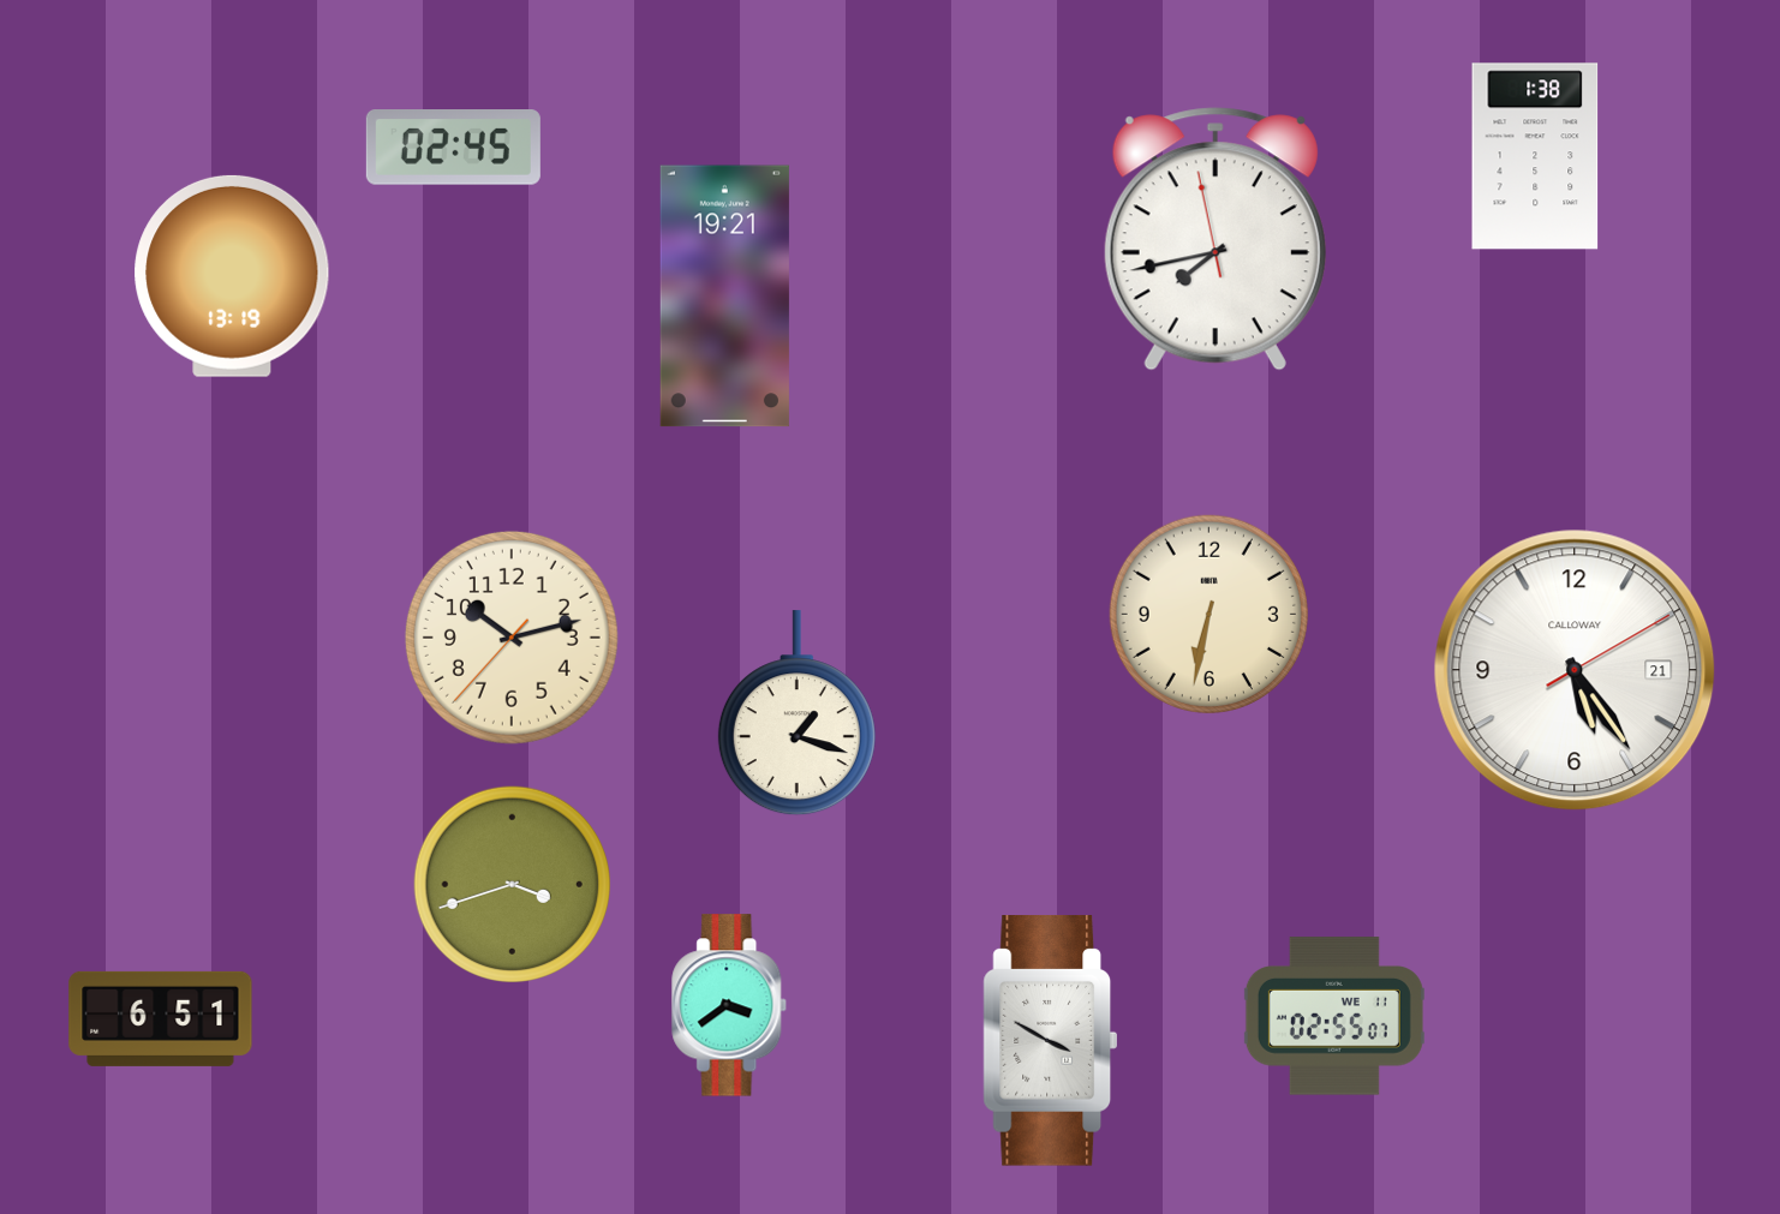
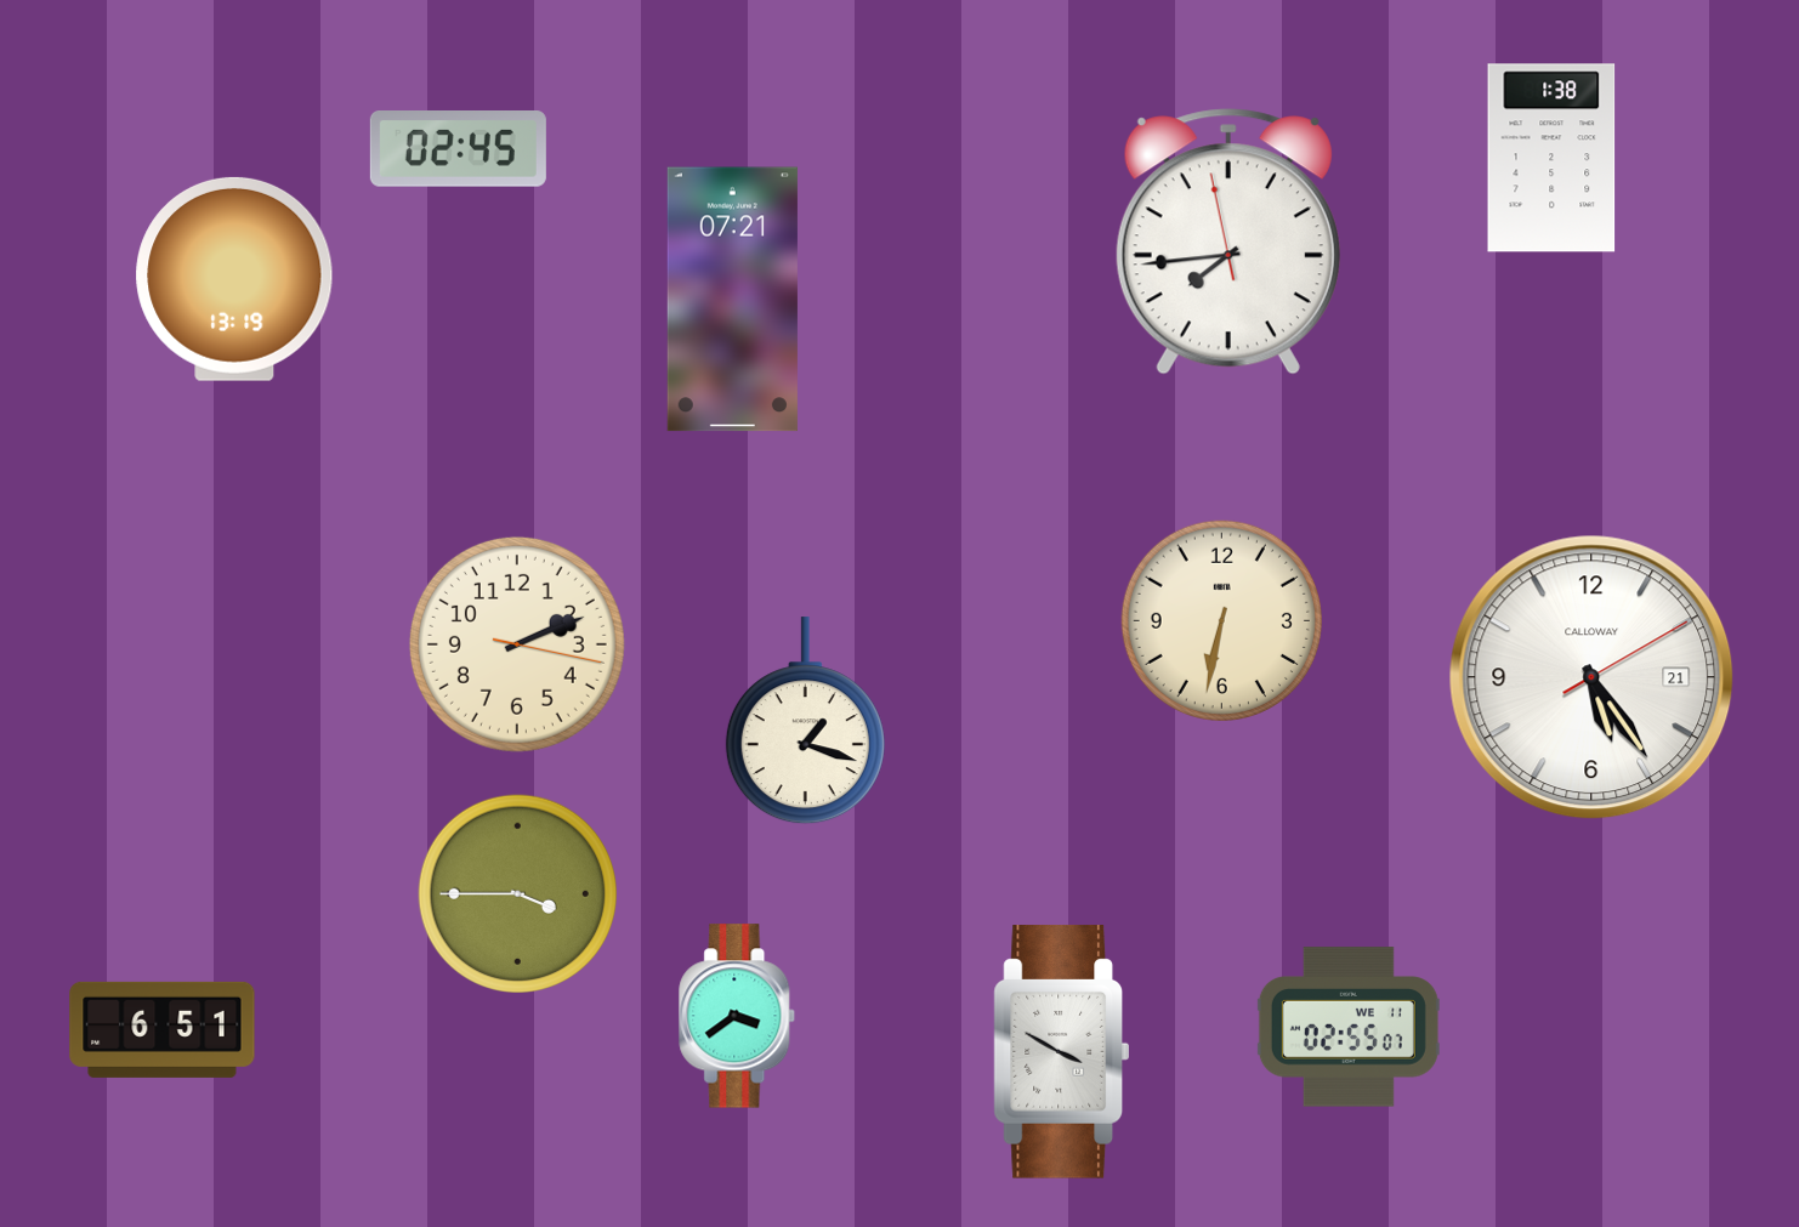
clock at (1215, 239): 7:42 -> 7:43
clock at (724, 297): 19:21 -> 07:21
clock at (512, 638): 10:12 -> 2:11
clock at (512, 884): 3:42 -> 3:45
